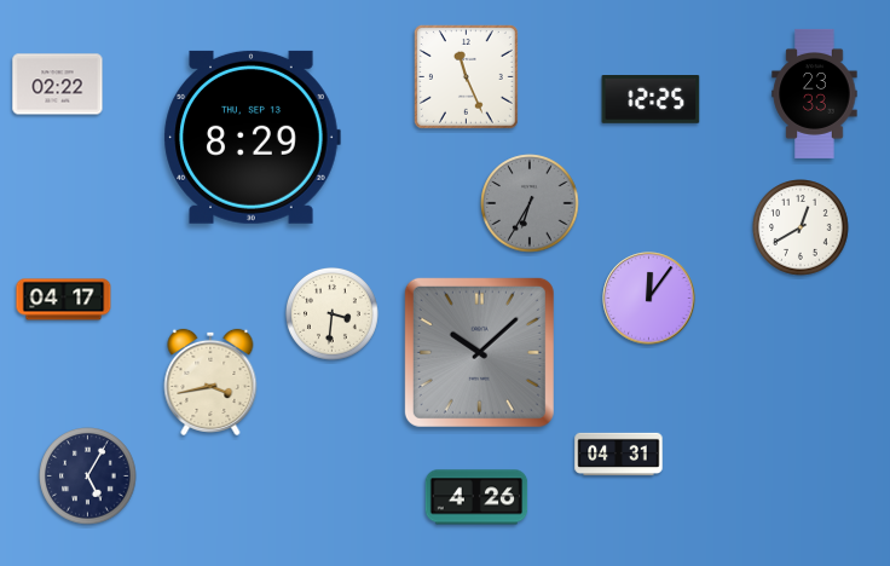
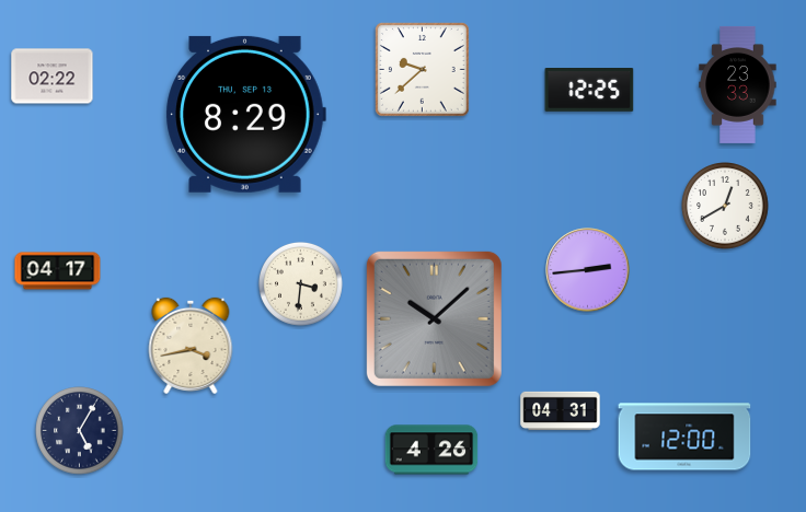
clock at (466, 76): 11:26 -> 9:38
clock at (252, 137) position: (252, 137) -> (245, 114)
clock at (530, 203): 6:35 -> none
clock at (649, 299): 12:06 -> 2:44
clock at (684, 437): none -> 12:00
